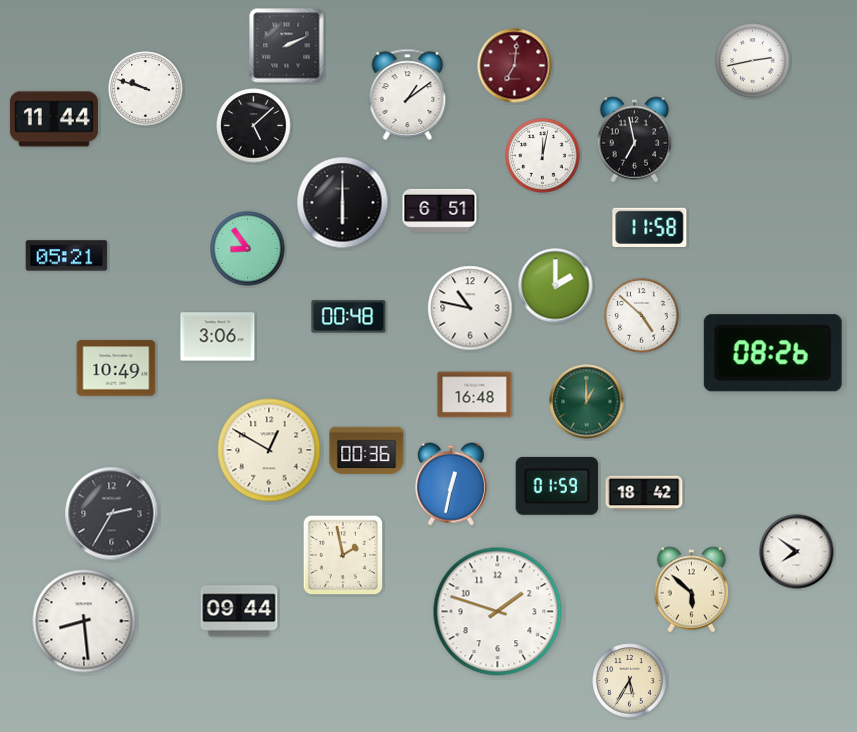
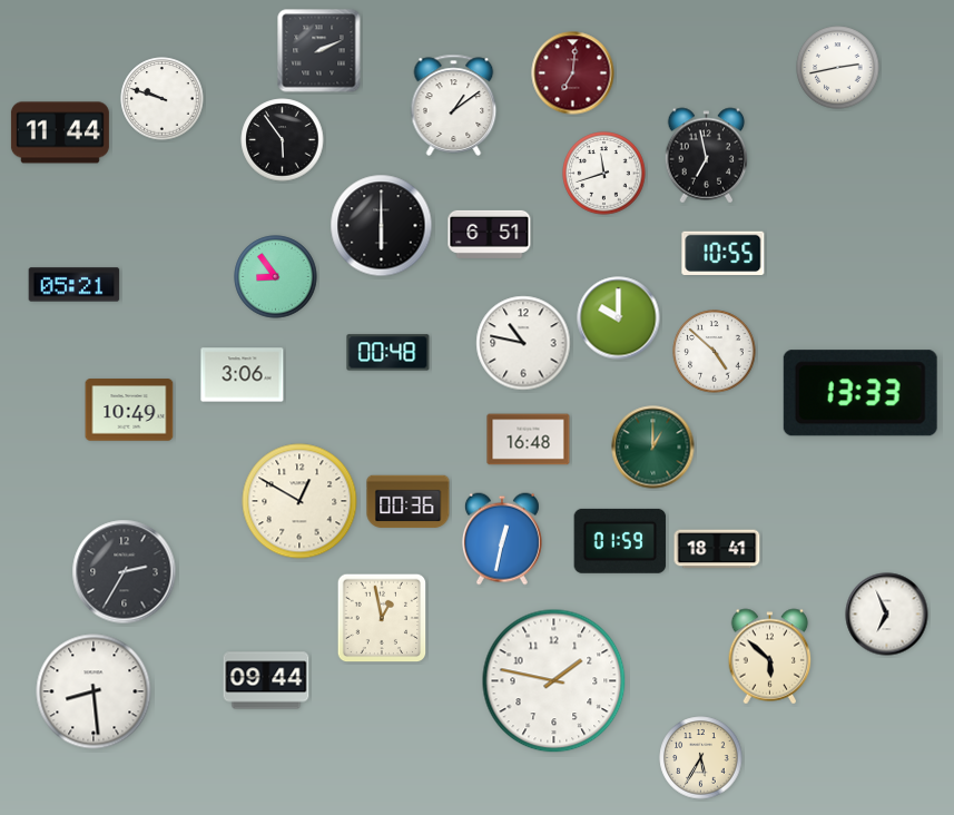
clock at (254, 126): 5:08 -> 5:54
clock at (543, 156): 12:02 -> 11:42
clock at (650, 227): 11:58 -> 10:55
clock at (556, 286): 2:00 -> 10:00
clock at (773, 353): 08:26 -> 13:33
clock at (644, 493): 18:42 -> 18:41
clock at (797, 552): 7:51 -> 6:56
clock at (343, 555): 1:58 -> 12:58
clock at (498, 612): 1:48 -> 1:47
